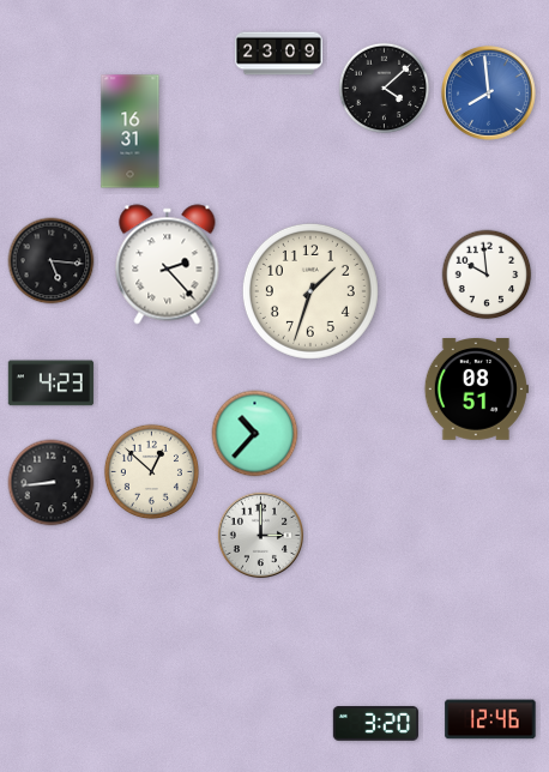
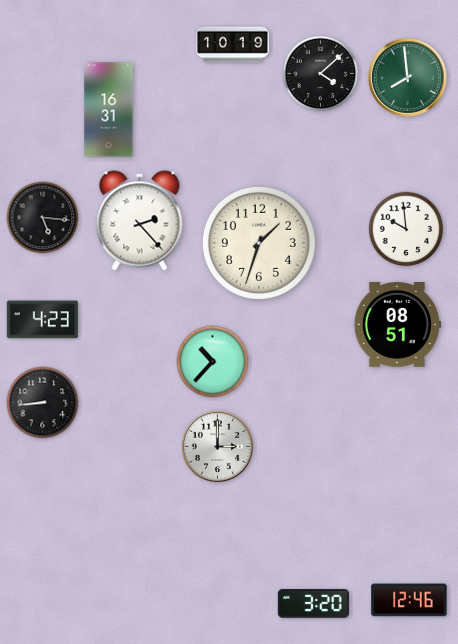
clock at (279, 54): 23:09 -> 10:19
clock at (489, 94) dial: blue -> green
clock at (151, 471): 12:52 -> none
